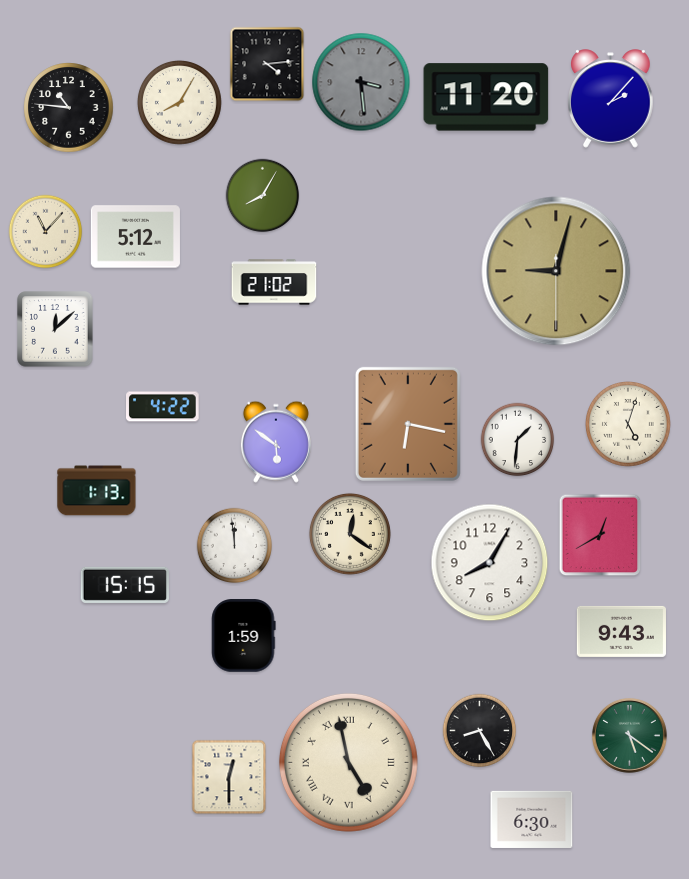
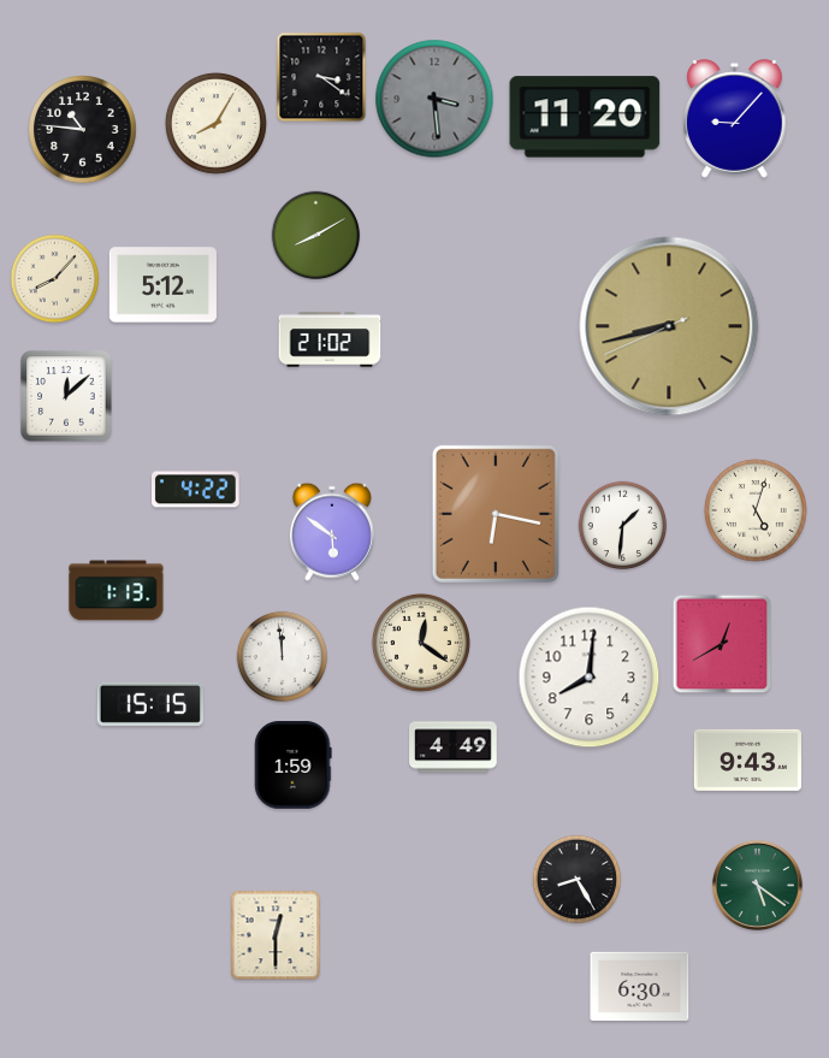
clock at (267, 64): 4:14 -> 3:21
clock at (611, 99): 2:07 -> 9:07
clock at (263, 196): 8:05 -> 8:10
clock at (46, 232): 11:07 -> 8:07
clock at (556, 271): 9:02 -> 8:42
clock at (408, 424) position: (408, 424) -> (496, 514)
clock at (518, 440) position: (518, 440) -> (623, 526)
clock at (490, 563): 8:05 -> 8:01
clock at (454, 747): none -> 4:49
clock at (348, 762): 4:58 -> none
